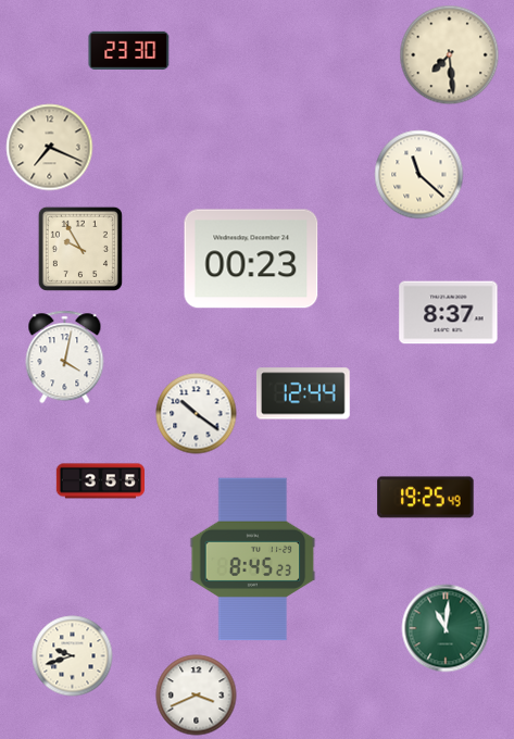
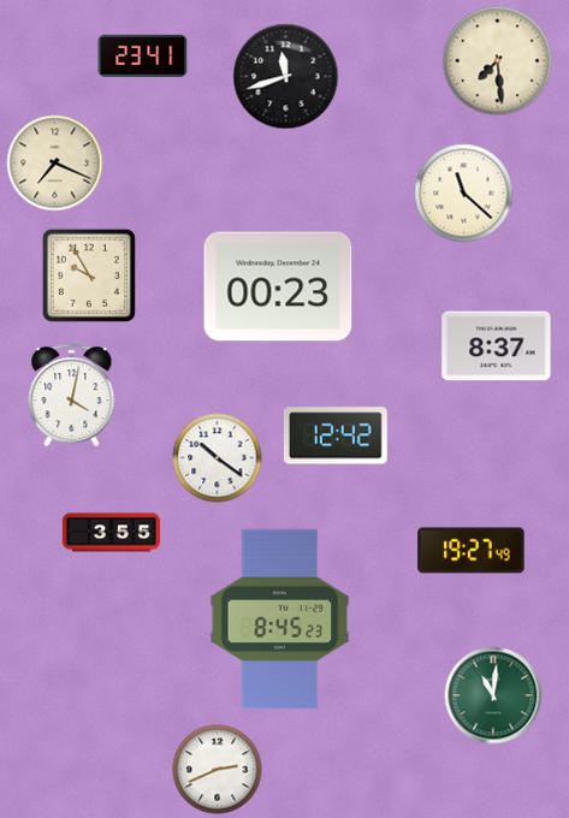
clock at (129, 50): 23:30 -> 23:41
clock at (286, 77): none -> 11:42
clock at (303, 393): 12:44 -> 12:42
clock at (426, 498): 19:25 -> 19:27
clock at (73, 656): 9:42 -> none
clock at (197, 696): 3:41 -> 2:41
